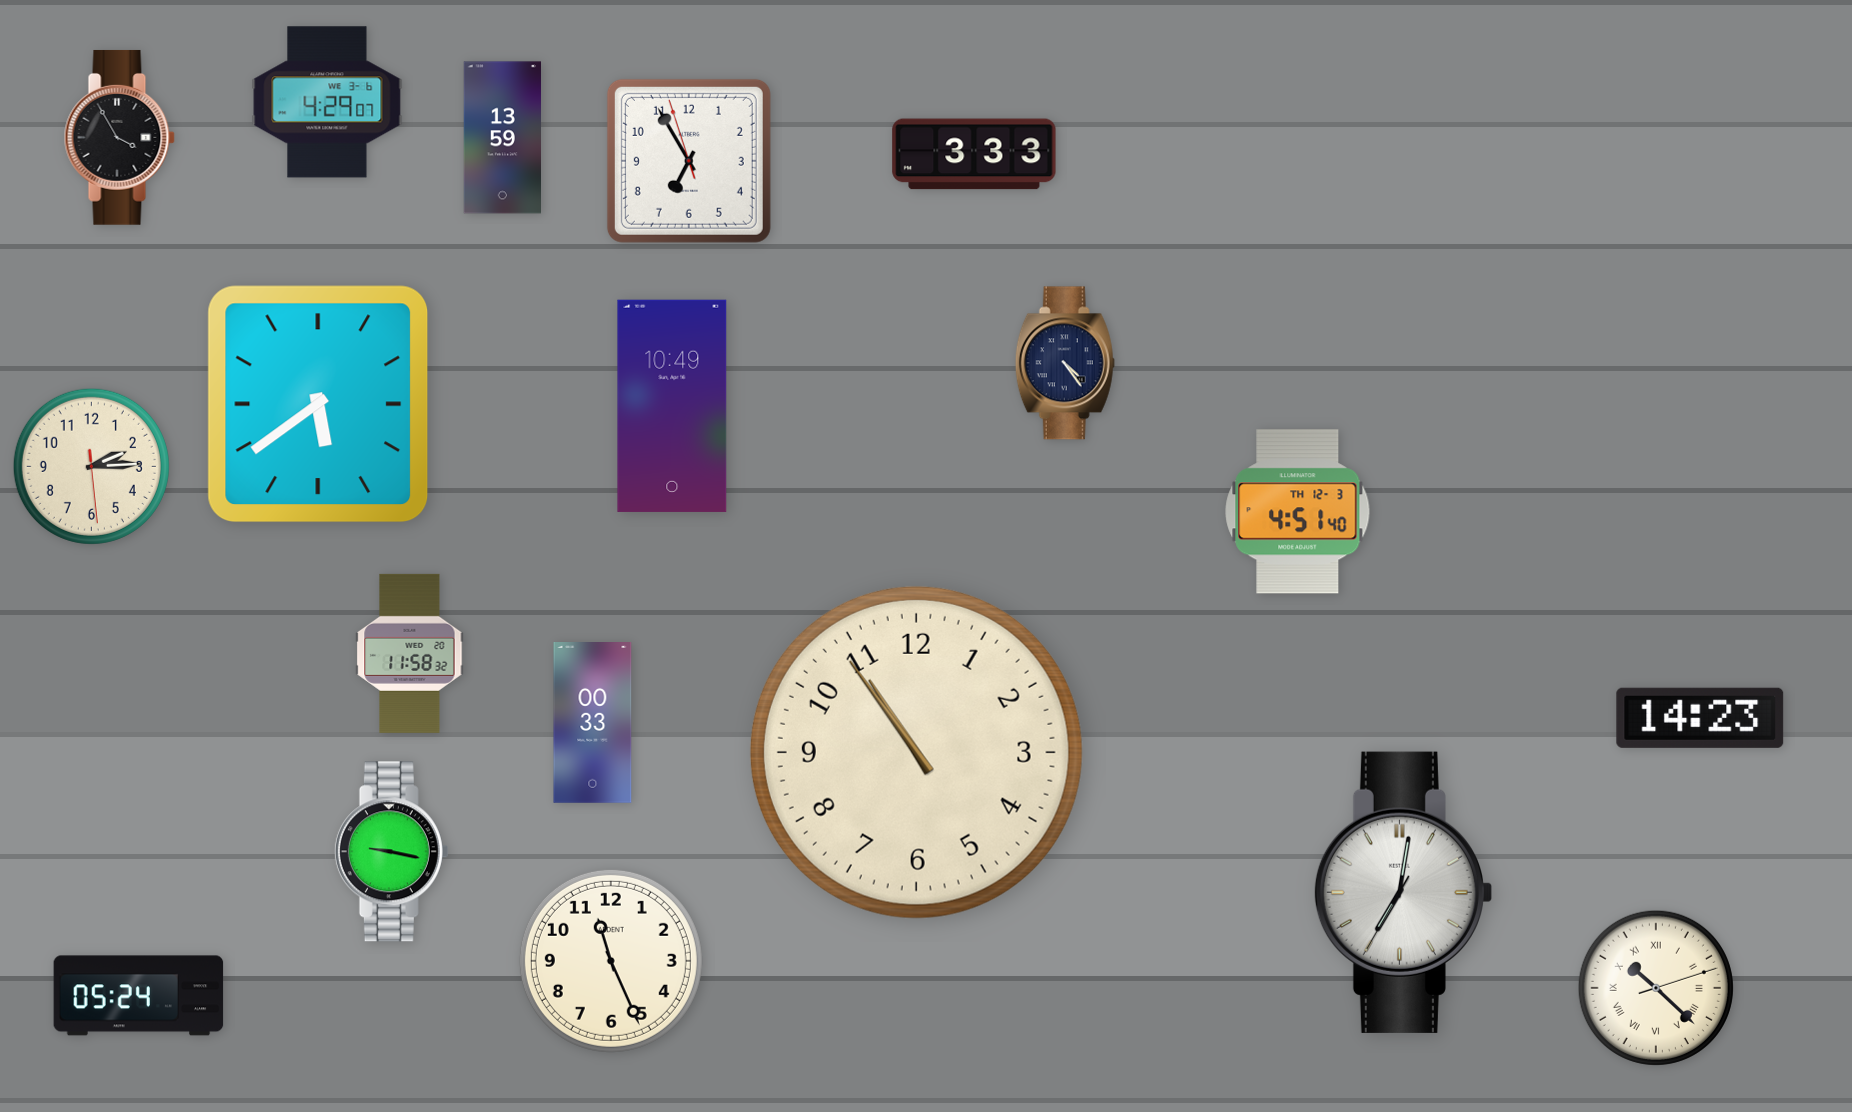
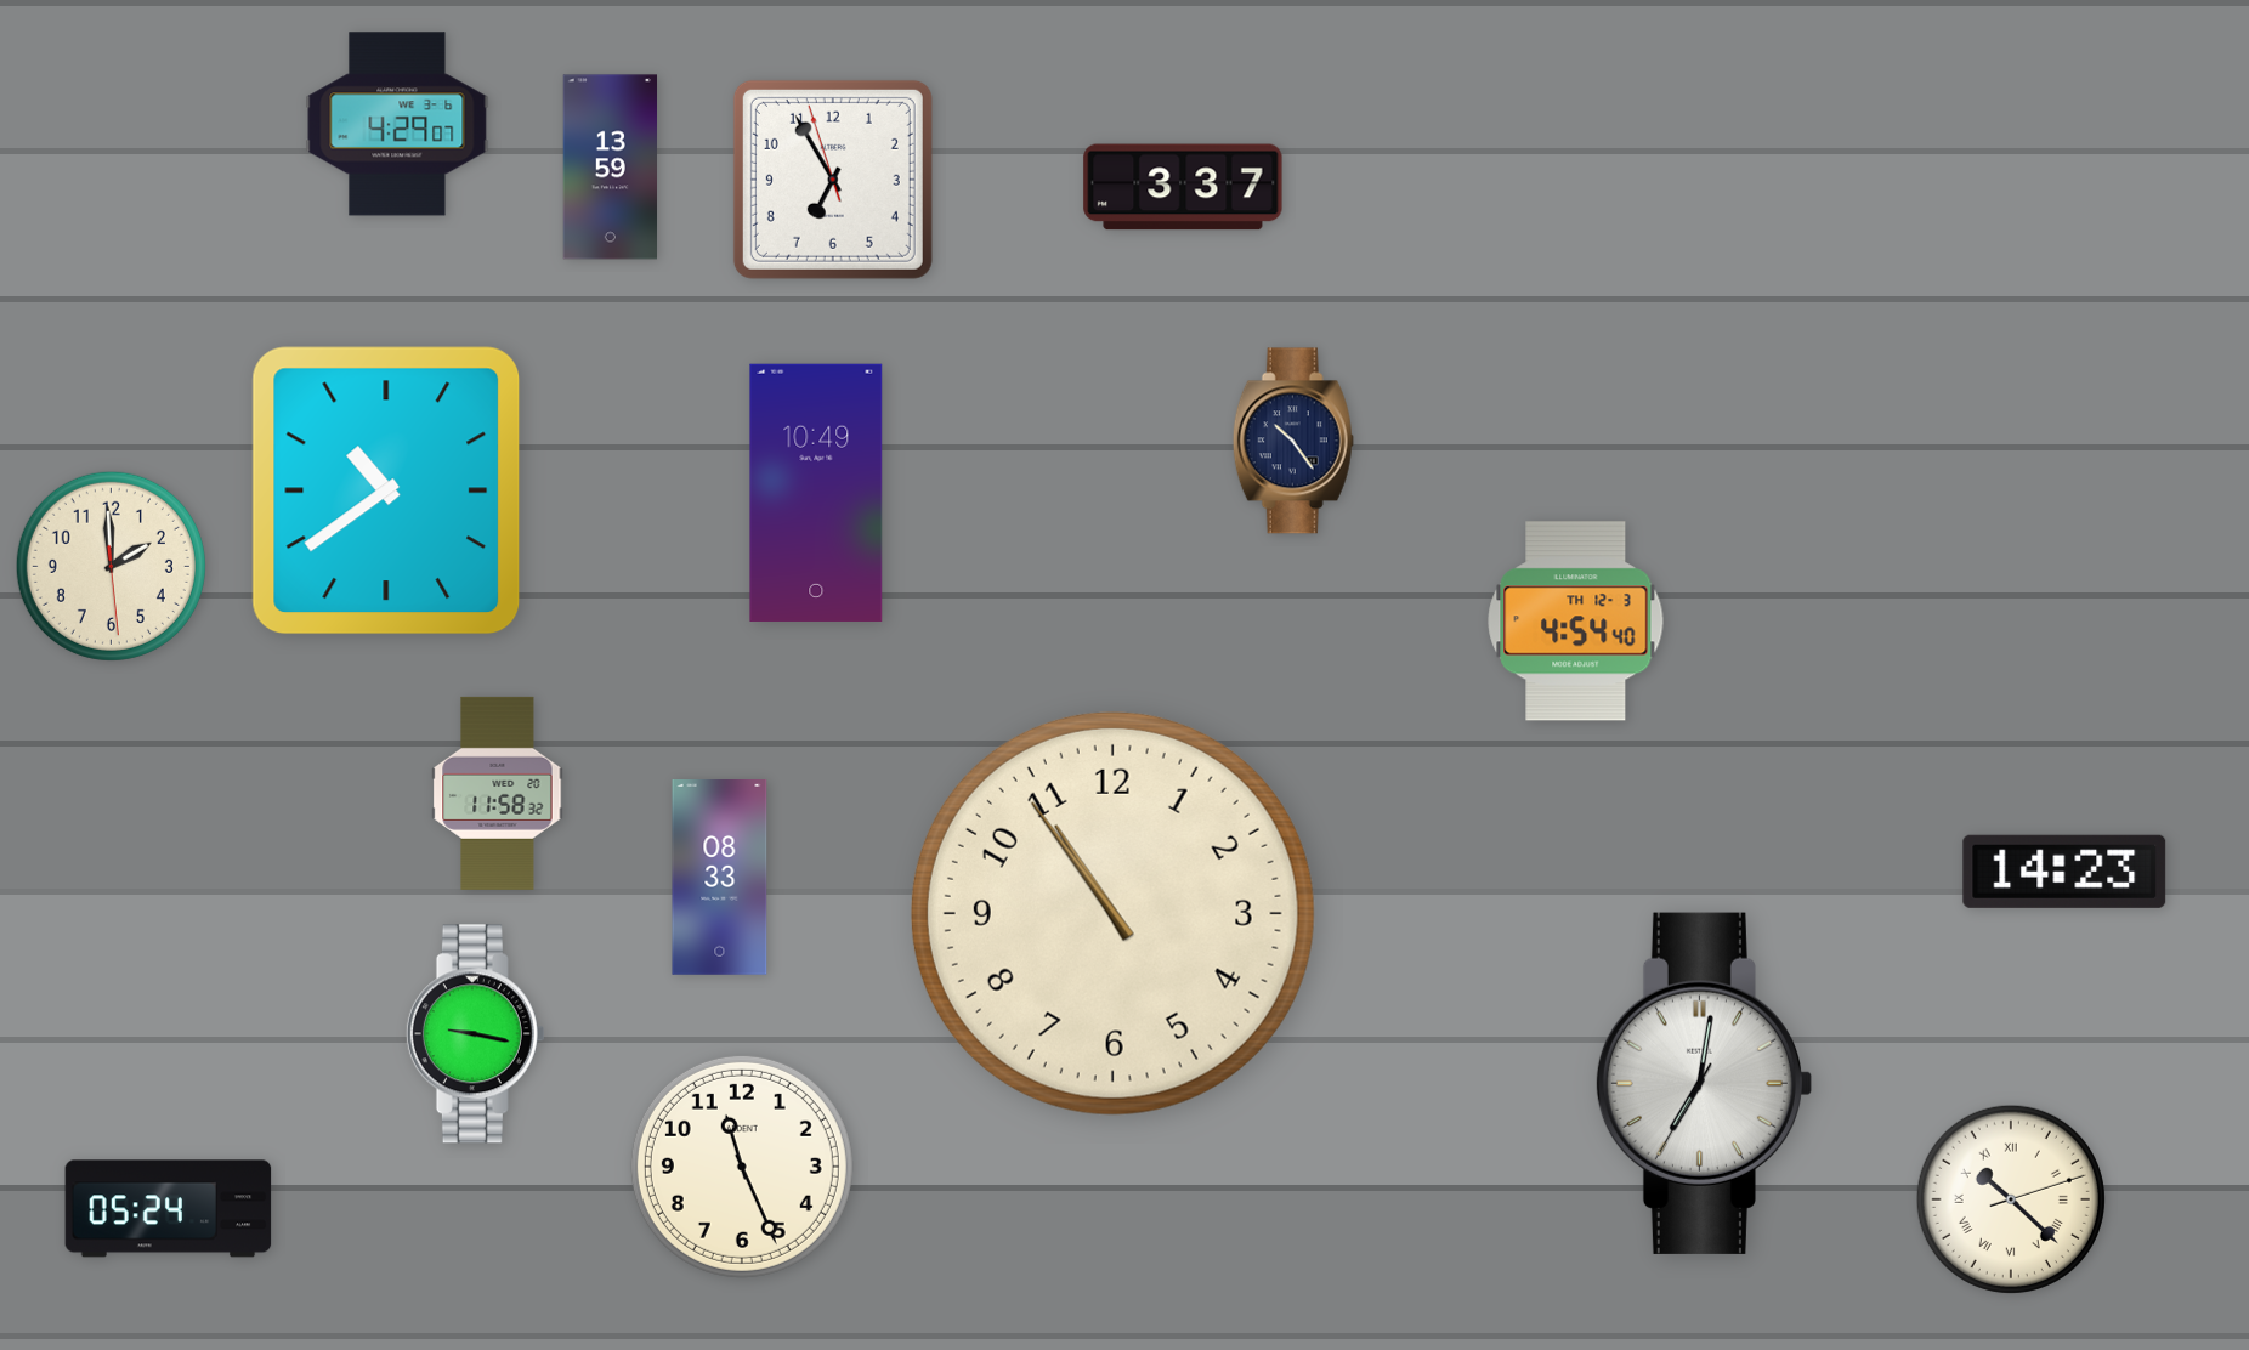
clock at (119, 137): 3:55 -> none
clock at (974, 154): 3:33 -> 3:37
clock at (689, 161) position: (689, 161) -> (833, 180)
clock at (1065, 363): 4:24 -> 10:24
clock at (318, 404): 5:39 -> 10:39
clock at (91, 466): 2:14 -> 1:59
clock at (1298, 512): 4:51 -> 4:54
clock at (593, 723): 00:33 -> 08:33
